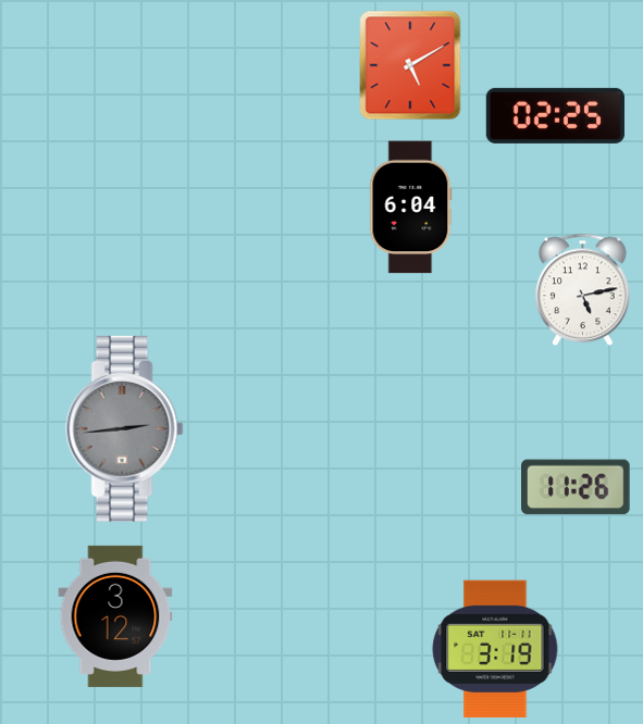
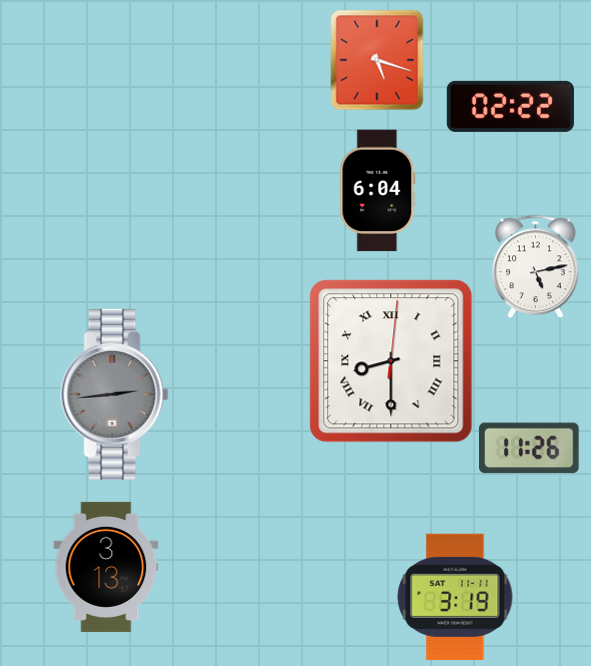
clock at (410, 65): 5:10 -> 5:18
clock at (555, 115): 02:25 -> 02:22
clock at (391, 361): none -> 8:30
clock at (115, 616): 3:12 -> 3:13
